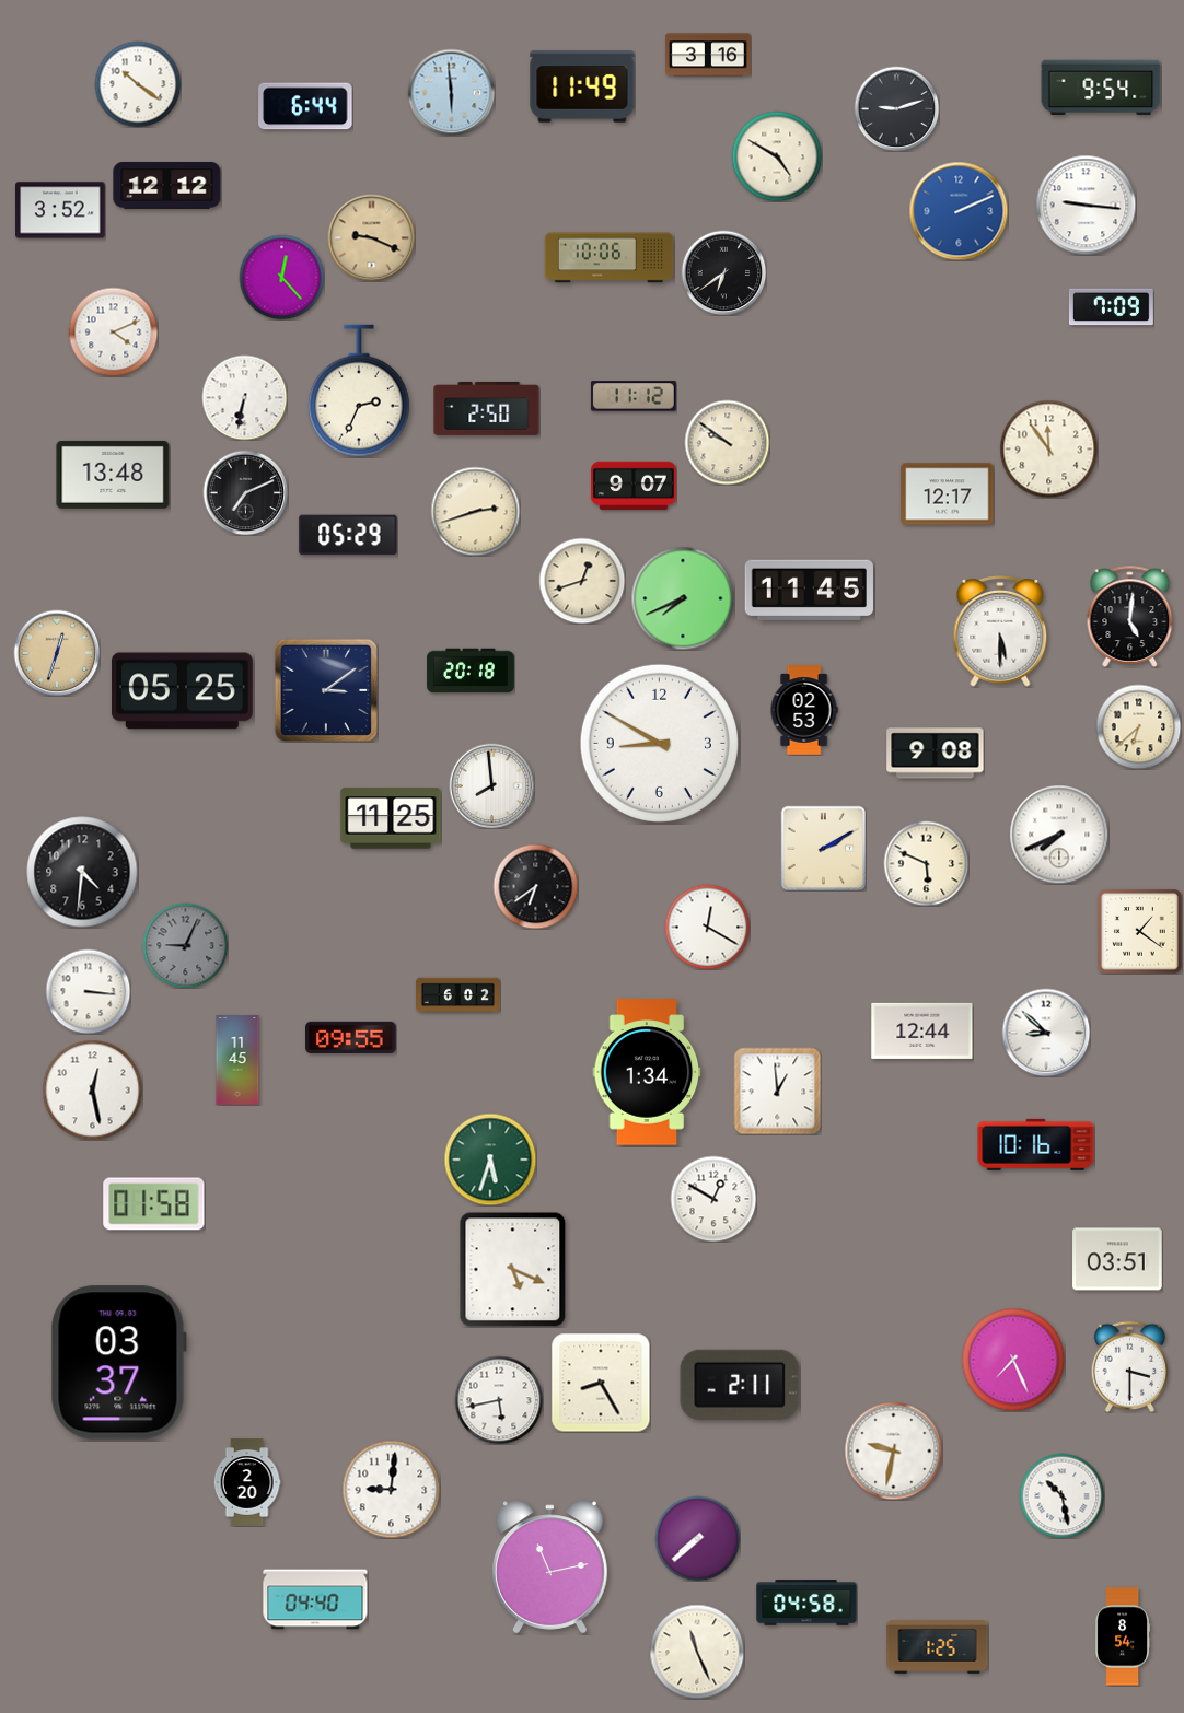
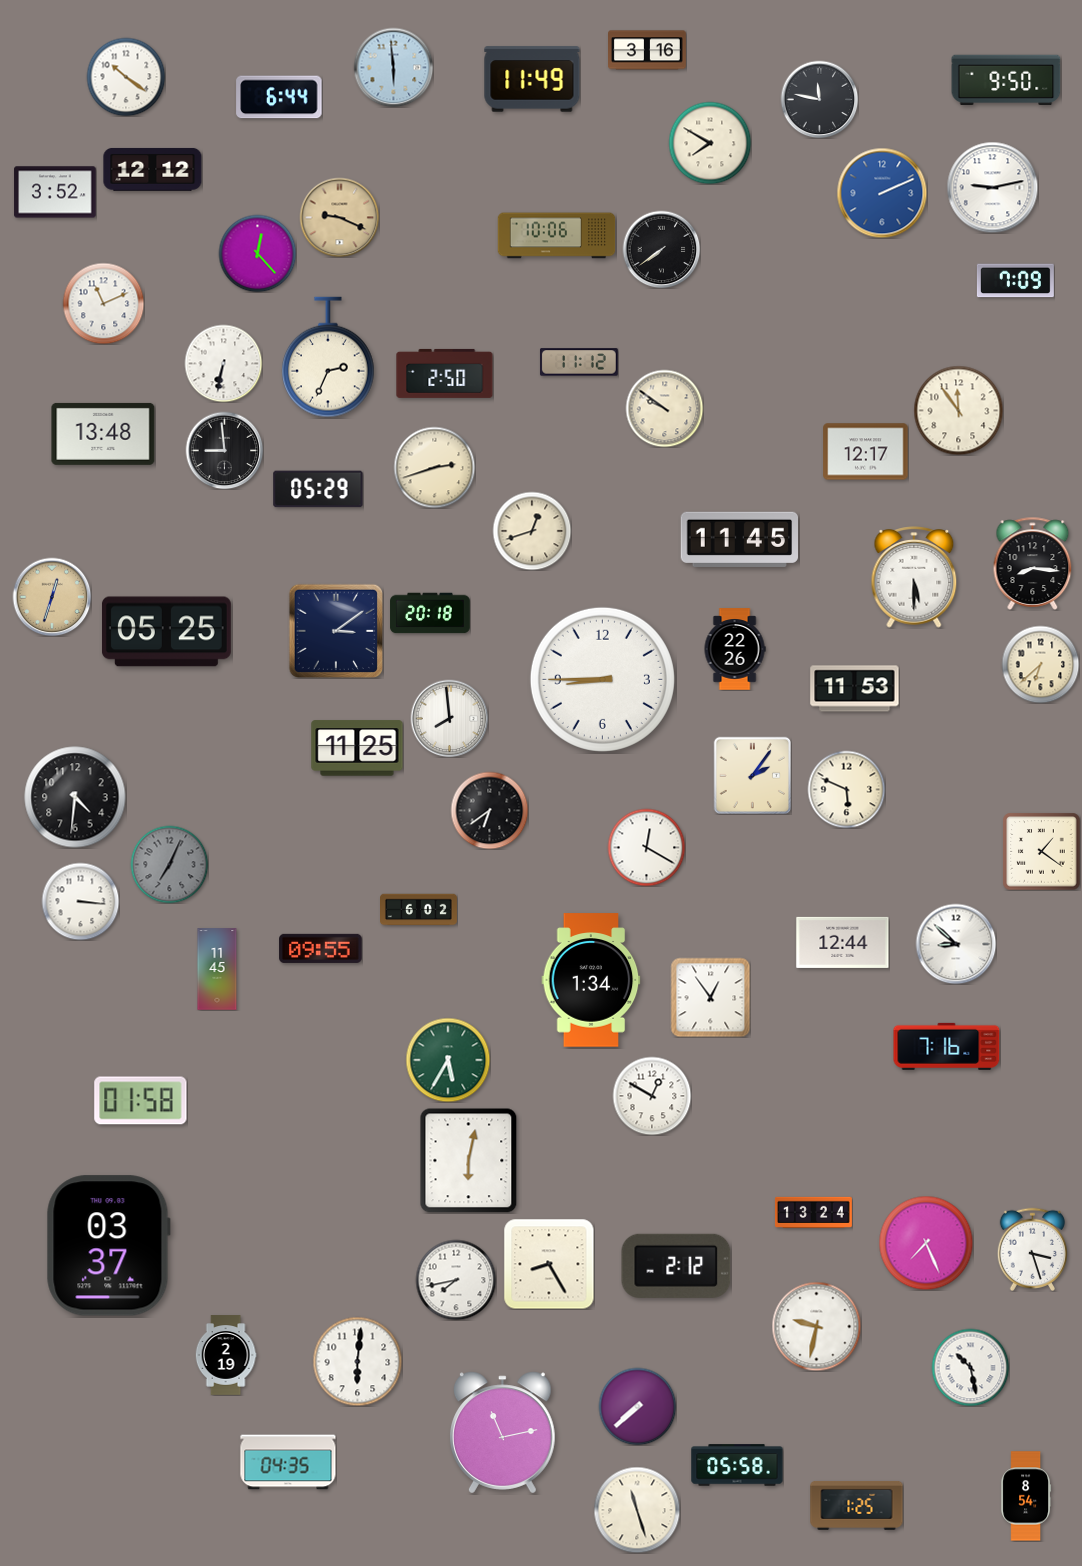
clock at (1101, 86): 9:54 -> 9:50
clock at (451, 92) position: (451, 92) -> (393, 67)
clock at (896, 108): 9:12 -> 11:47
clock at (777, 156): 4:50 -> 7:50
clock at (1086, 205): 9:16 -> 9:13
clock at (959, 211) position: (959, 211) -> (882, 193)
clock at (723, 272): 6:39 -> 7:39
clock at (113, 331): 4:11 -> 11:11
clock at (727, 442) position: (727, 442) -> (664, 408)
clock at (634, 485): 9:07 -> none
clock at (245, 492): 7:11 -> 8:59
clock at (683, 598): 7:41 -> none
clock at (1130, 616): 5:01 -> 8:16
clock at (325, 689) position: (325, 689) -> (335, 630)
clock at (804, 710): 02:53 -> 22:26
clock at (659, 743): 8:50 -> 8:45
clock at (936, 754): 9:08 -> 11:53
clock at (1059, 835): 7:41 -> none
clock at (823, 848): 2:10 -> 2:06
clock at (185, 945): 9:04 -> 7:04
clock at (88, 991) position: (88, 991) -> (80, 901)
clock at (92, 1089): 12:28 -> none
clock at (777, 1091): 12:59 -> 12:54
clock at (1036, 1144): 10:16 -> 7:16
clock at (490, 1160): 5:33 -> 5:35
clock at (1117, 1259): 03:51 -> none
clock at (513, 1270): 5:19 -> 6:02
clock at (813, 1212): none -> 13:24
clock at (1129, 1366): 3:30 -> 3:27
clock at (740, 1385): 2:11 -> 2:12
clock at (499, 1400): 5:43 -> 7:43
clock at (247, 1482): 2:20 -> 2:19
clock at (391, 1489): 9:01 -> 6:01
clock at (315, 1599): 04:40 -> 04:35
clock at (806, 1603): 04:58 -> 05:58
clock at (697, 1652): 11:26 -> 11:27
